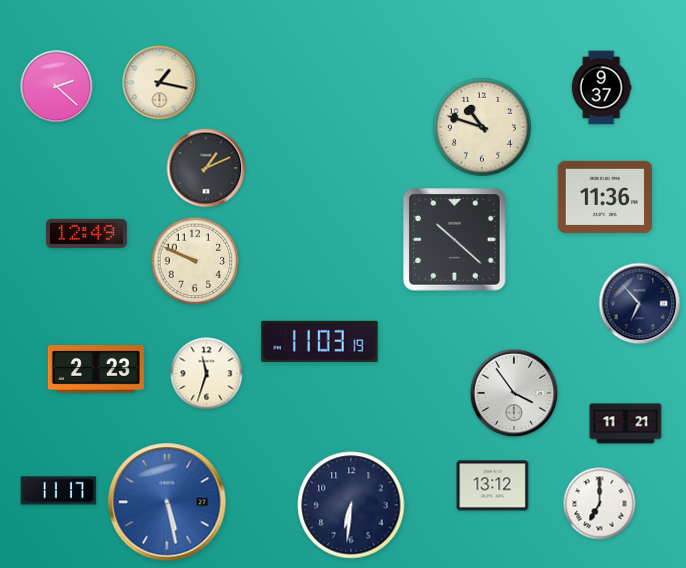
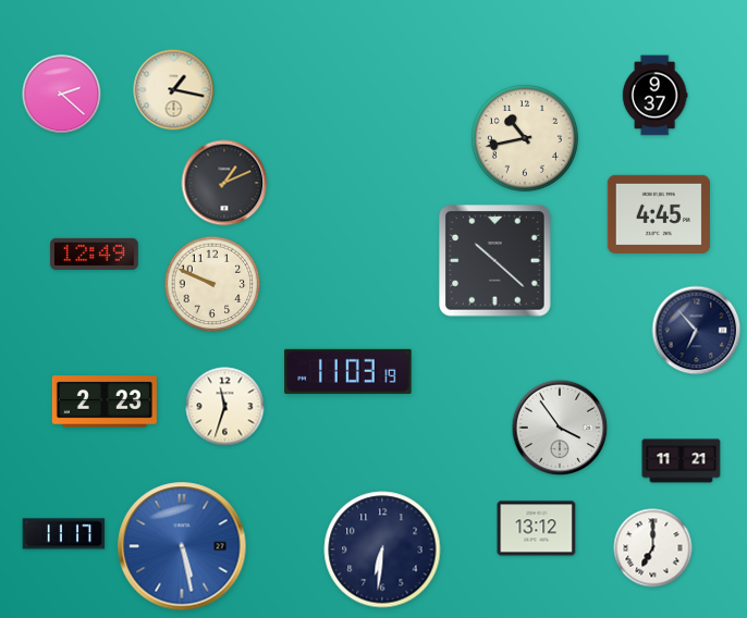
clock at (482, 127): 10:48 -> 10:43
clock at (605, 197): 11:36 -> 4:45
